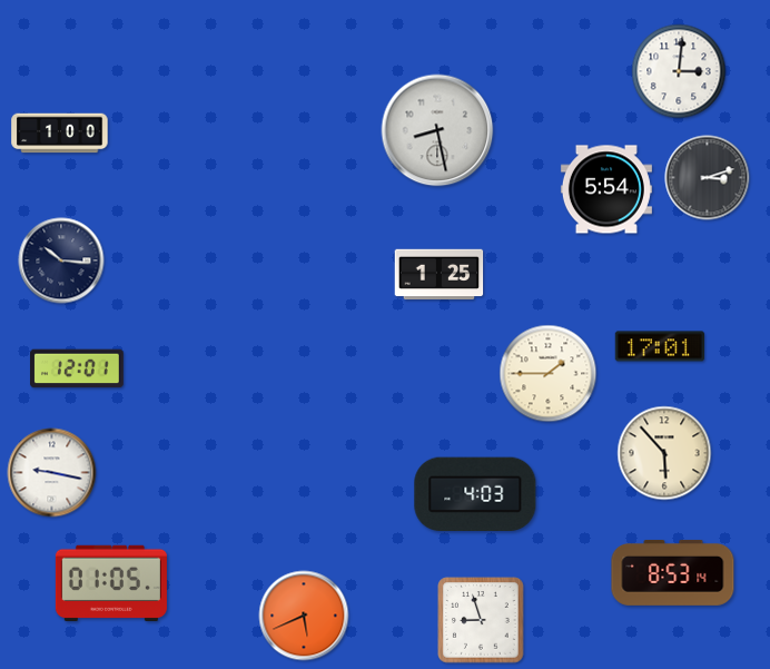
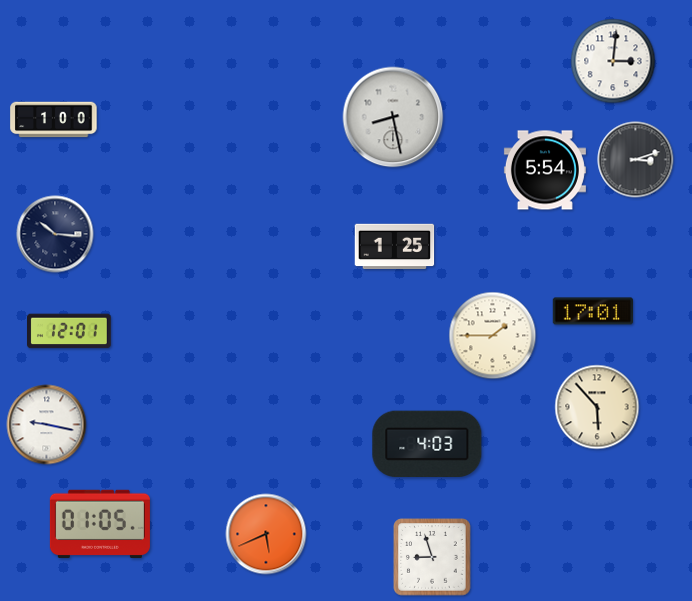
clock at (679, 71) position: (679, 71) -> (613, 61)
clock at (673, 572): 8:53 -> none
clock at (304, 616) position: (304, 616) -> (266, 534)
